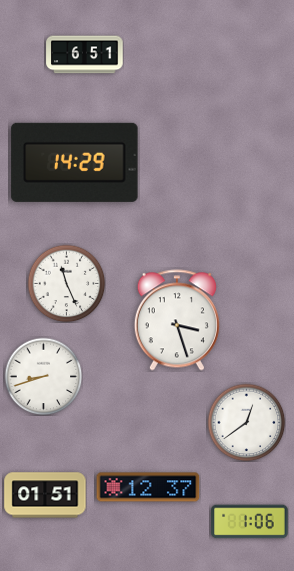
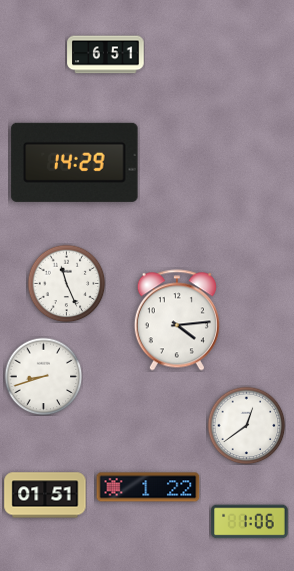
clock at (85, 55) position: (85, 55) -> (106, 55)
clock at (177, 320): 3:27 -> 4:14
clock at (246, 422) position: (246, 422) -> (246, 425)
clock at (148, 487): 12:37 -> 1:22
